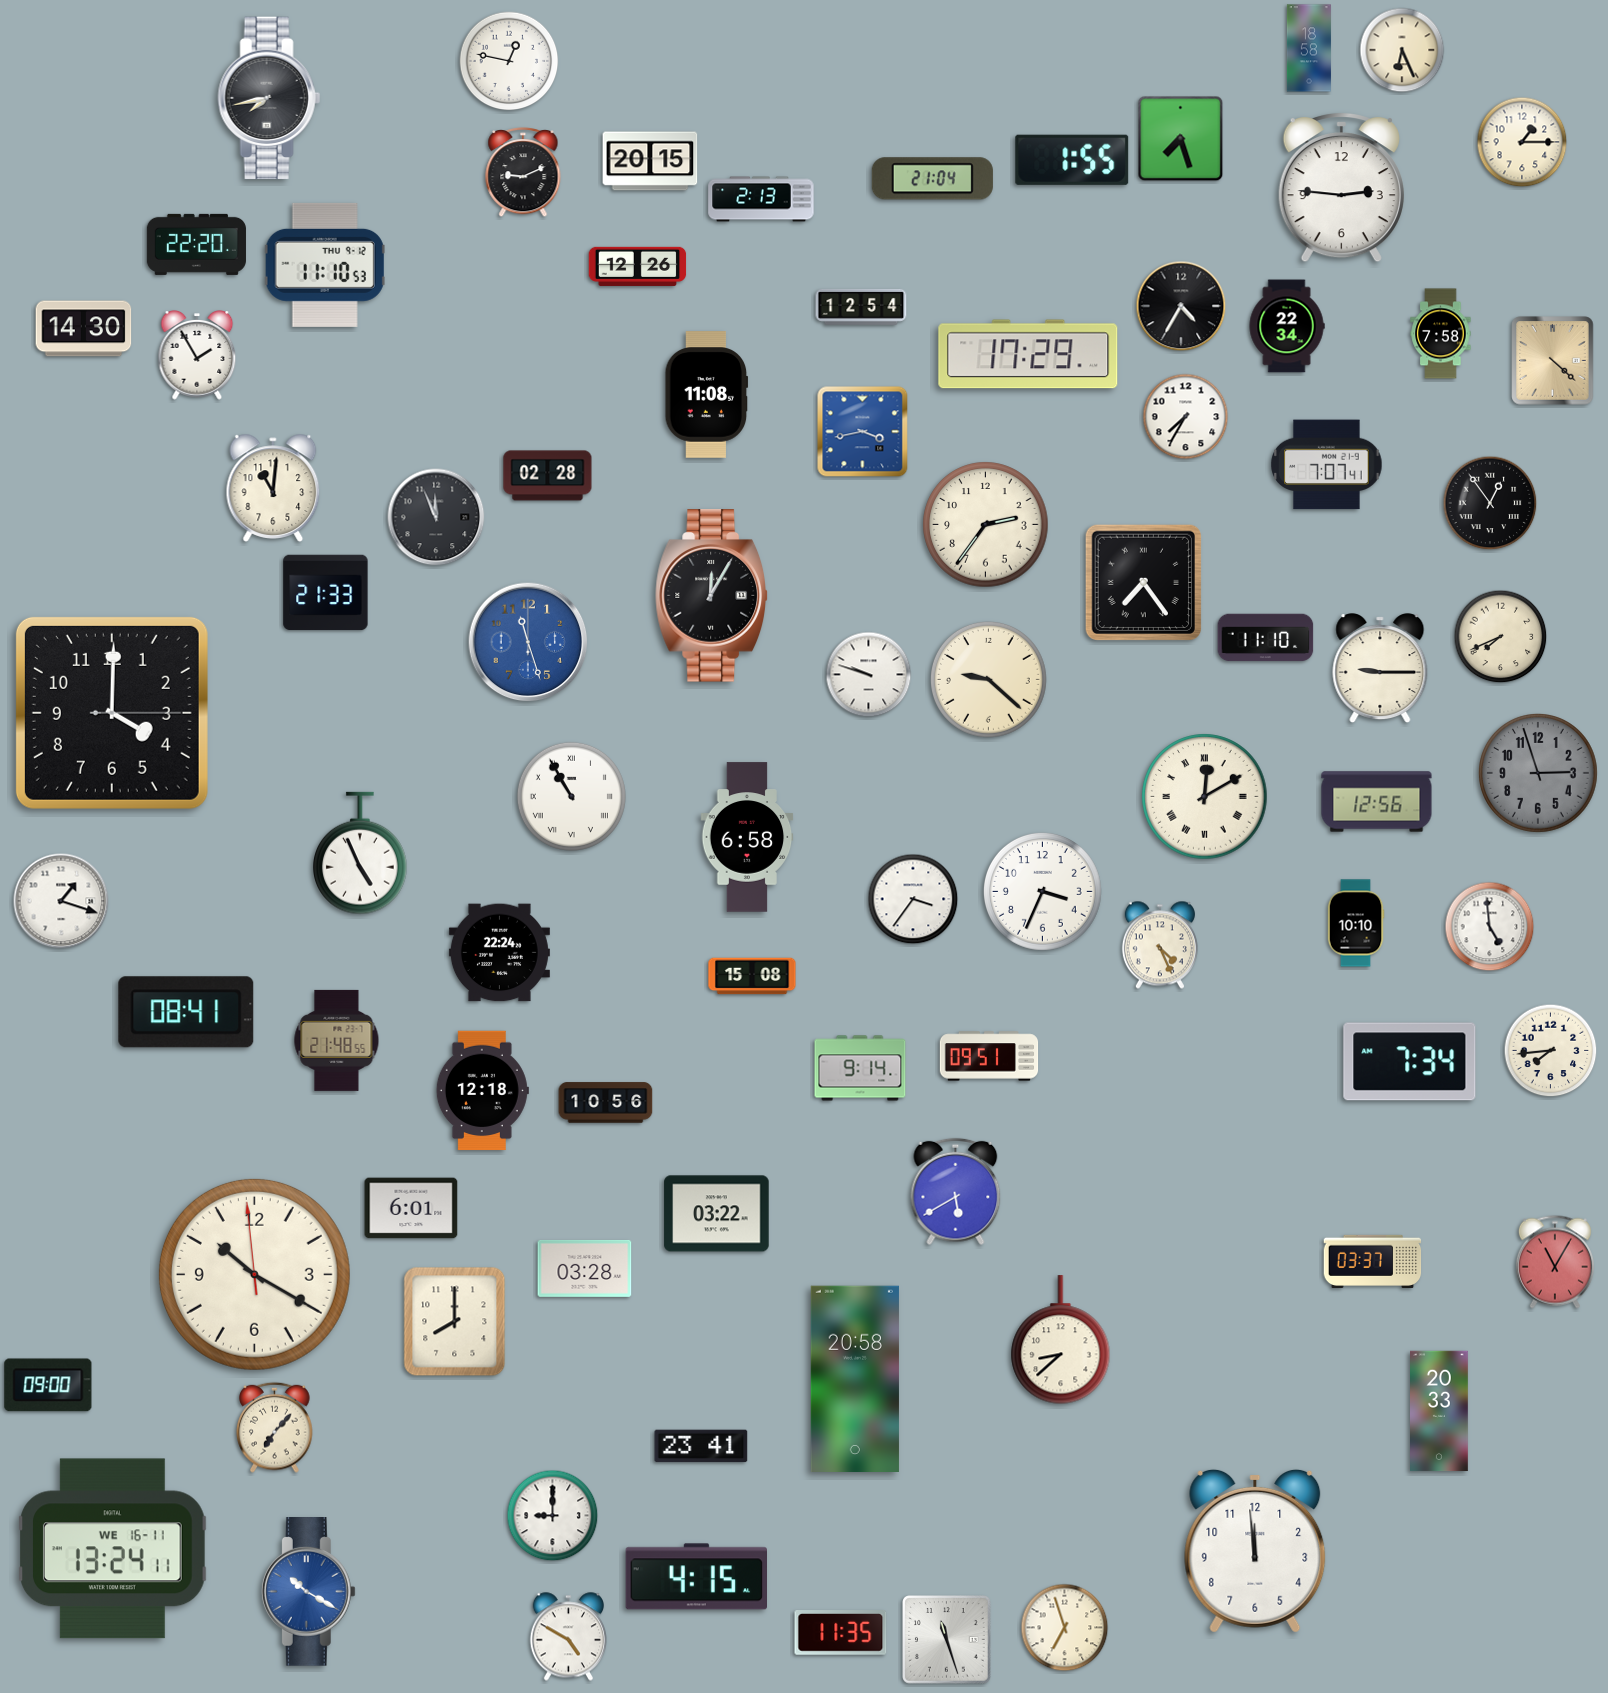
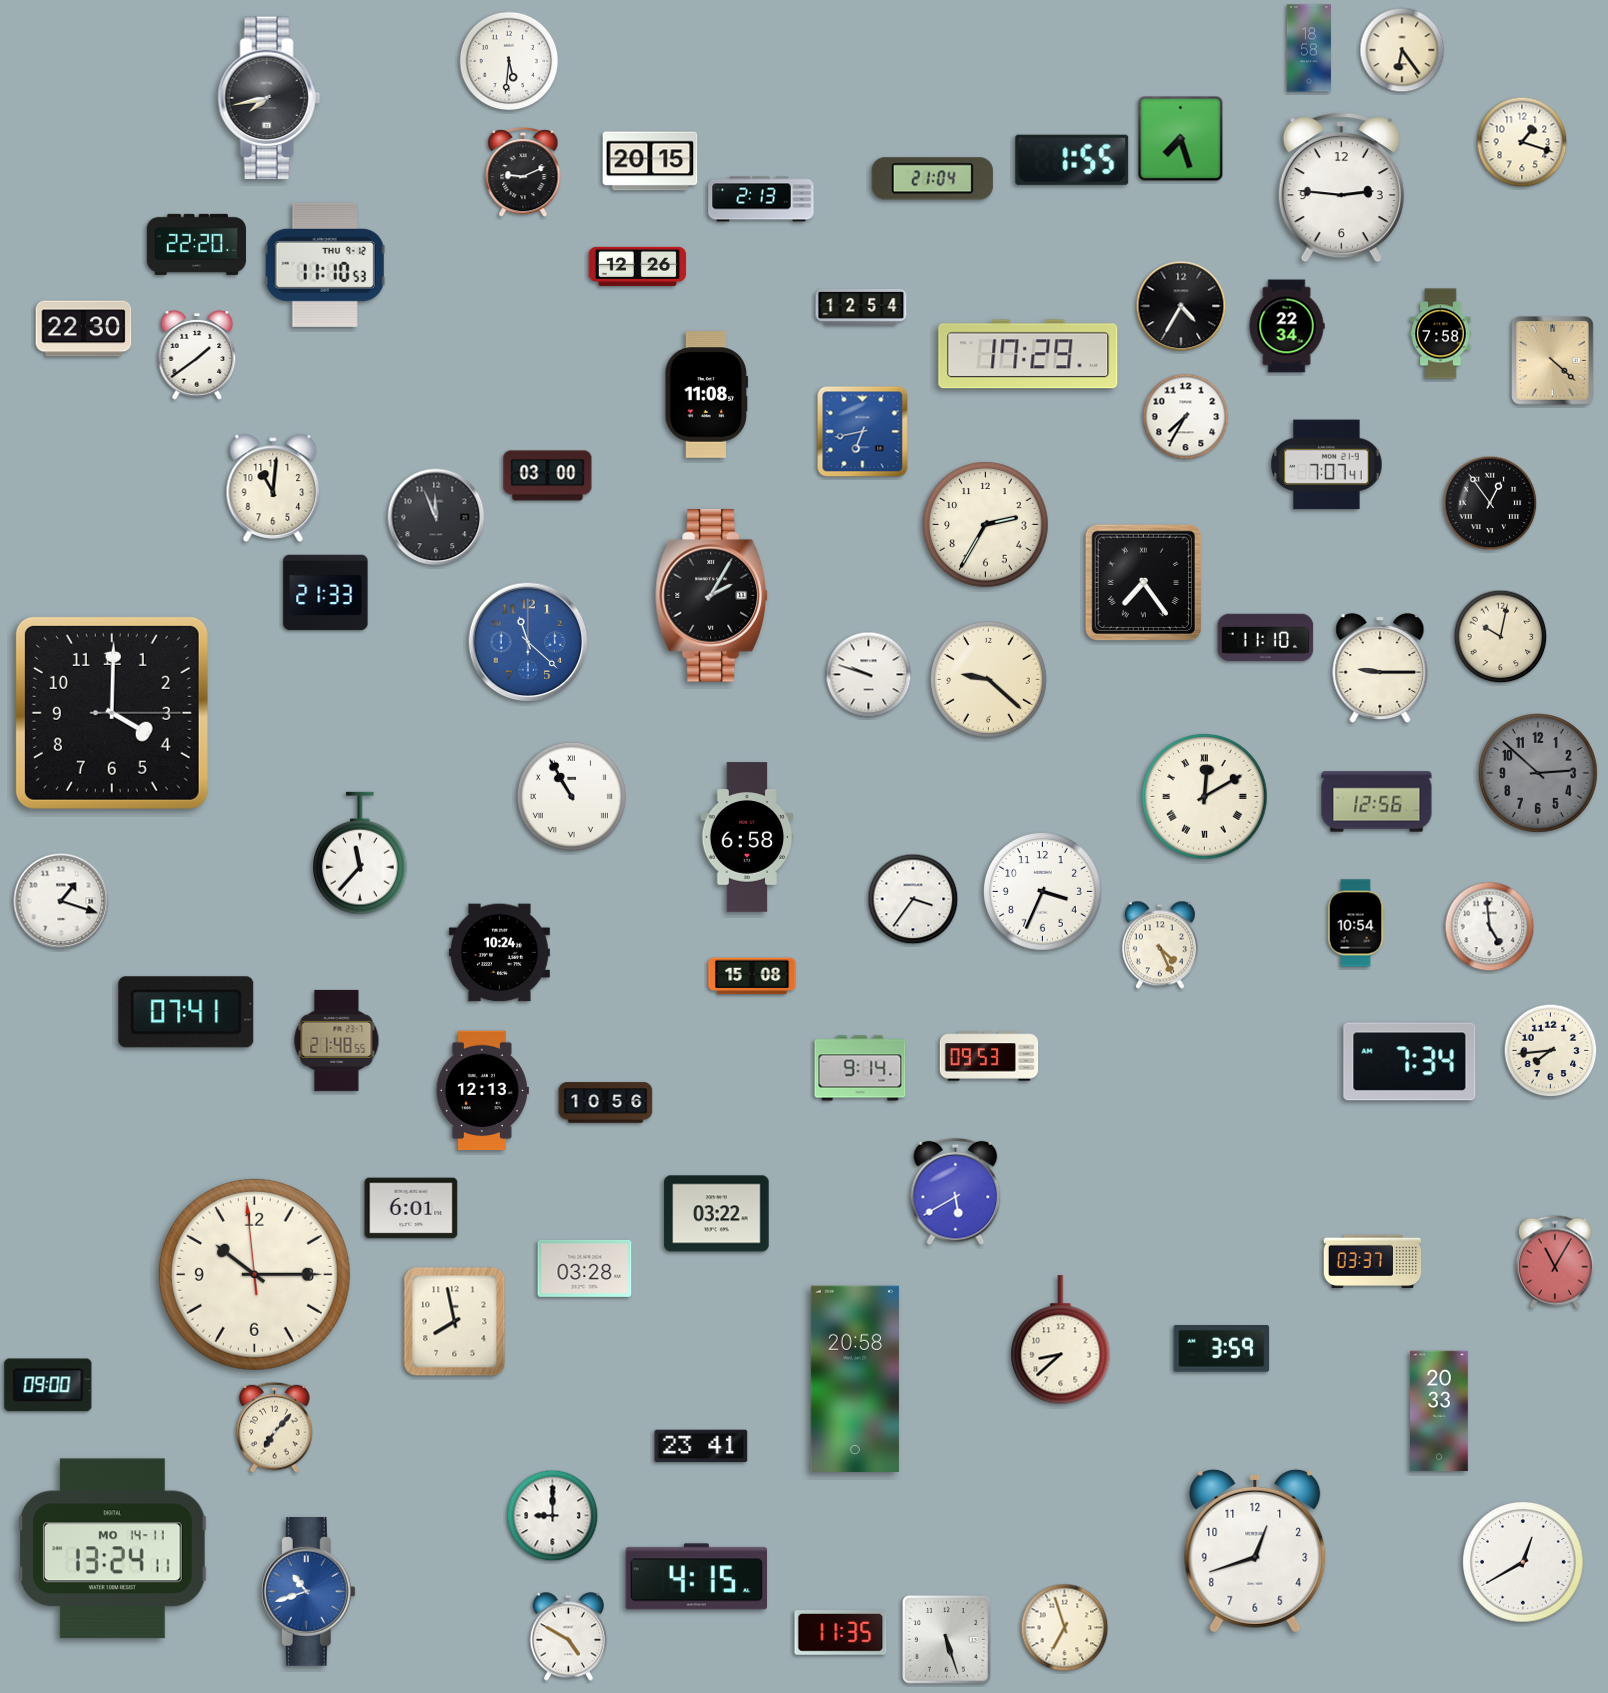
clock at (1402, 50): 6:26 -> 6:24
clock at (509, 61): 12:47 -> 5:31
clock at (1522, 142): 1:15 -> 1:18
clock at (84, 329): 14:30 -> 22:30
clock at (197, 356): 1:55 -> 1:39
clock at (863, 432): 3:43 -> 6:43
clock at (548, 476): 02:28 -> 03:00
clock at (986, 525): 2:36 -> 2:35
clock at (711, 596): 12:05 -> 2:05
clock at (1501, 637): 7:41 -> 10:02
clock at (528, 642): 11:27 -> 11:22
clock at (1539, 774): 2:57 -> 2:52
clock at (361, 853): 4:56 -> 11:37
clock at (1356, 923): 10:10 -> 10:54
clock at (499, 953): 22:24 -> 10:24
clock at (186, 1012): 08:41 -> 07:41
clock at (989, 1056): 09:51 -> 09:53
clock at (482, 1091): 12:18 -> 12:13
clock at (254, 1274): 10:19 -> 10:14
clock at (455, 1322): 8:00 -> 7:58
clock at (1222, 1349): none -> 3:59
clock at (113, 1549) date: WE 16-11 -> MO 14-11
clock at (1255, 1551): 11:59 -> 12:42
clock at (1524, 1563): none -> 12:40
clock at (308, 1592): 10:20 -> 10:42
clock at (947, 1640): 11:27 -> 5:27
